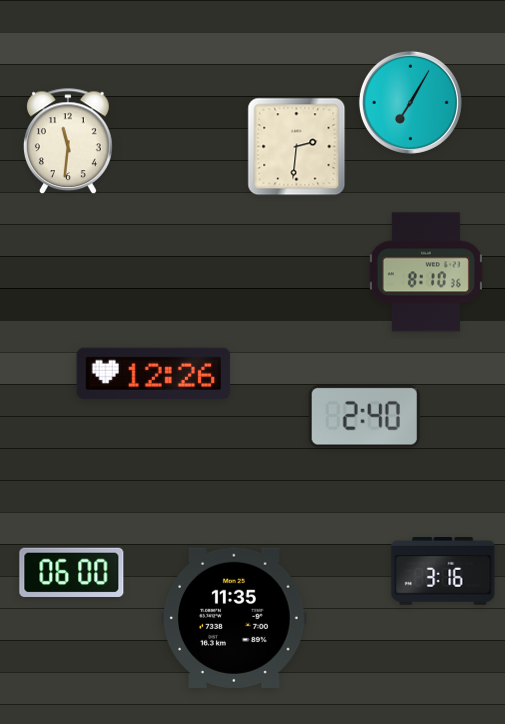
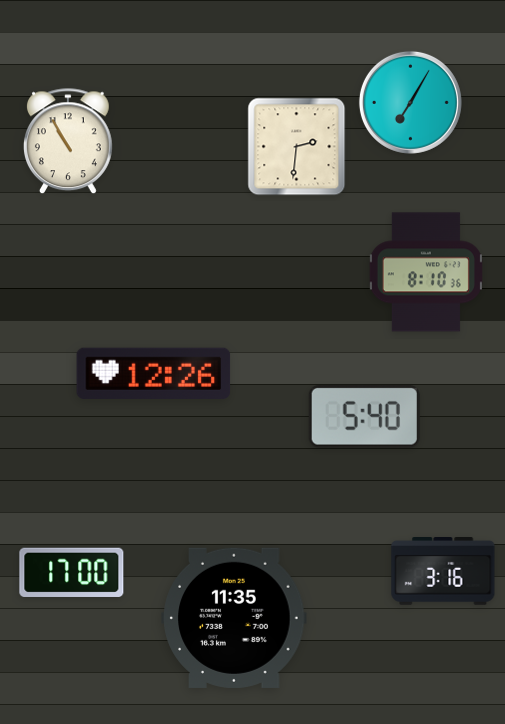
clock at (68, 142): 11:31 -> 10:55
clock at (364, 417): 2:40 -> 5:40
clock at (72, 572): 06:00 -> 17:00
